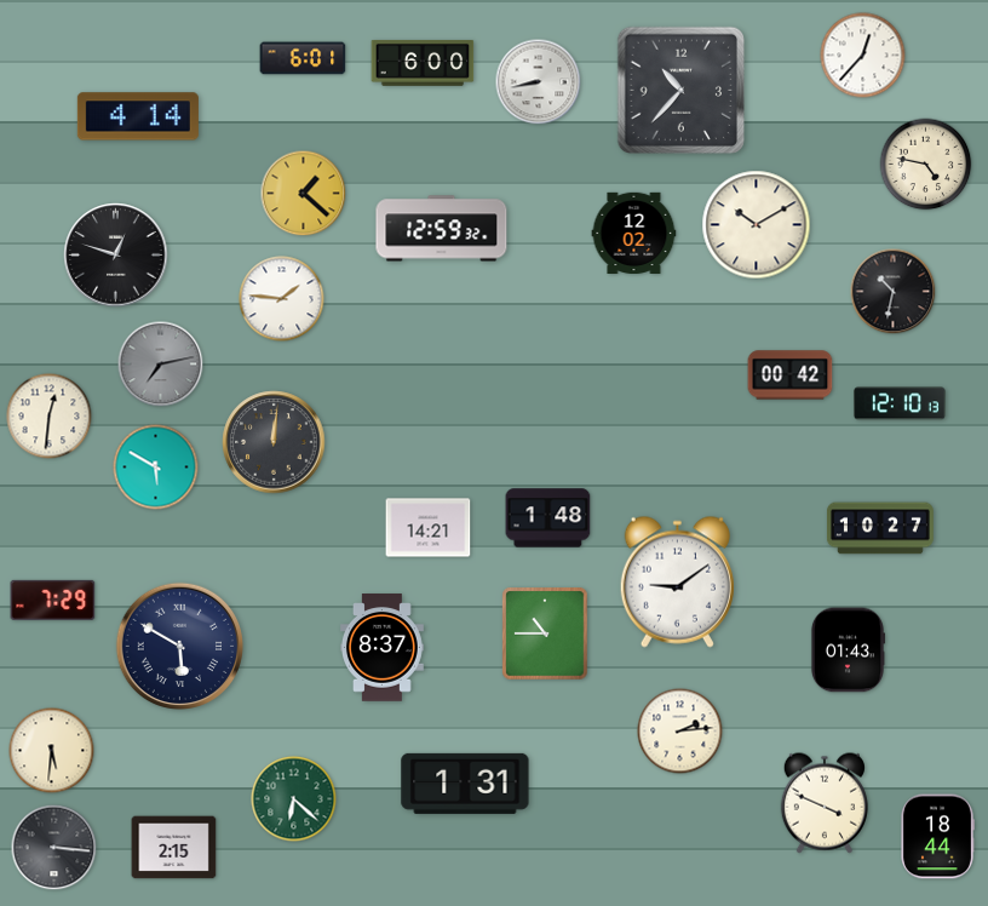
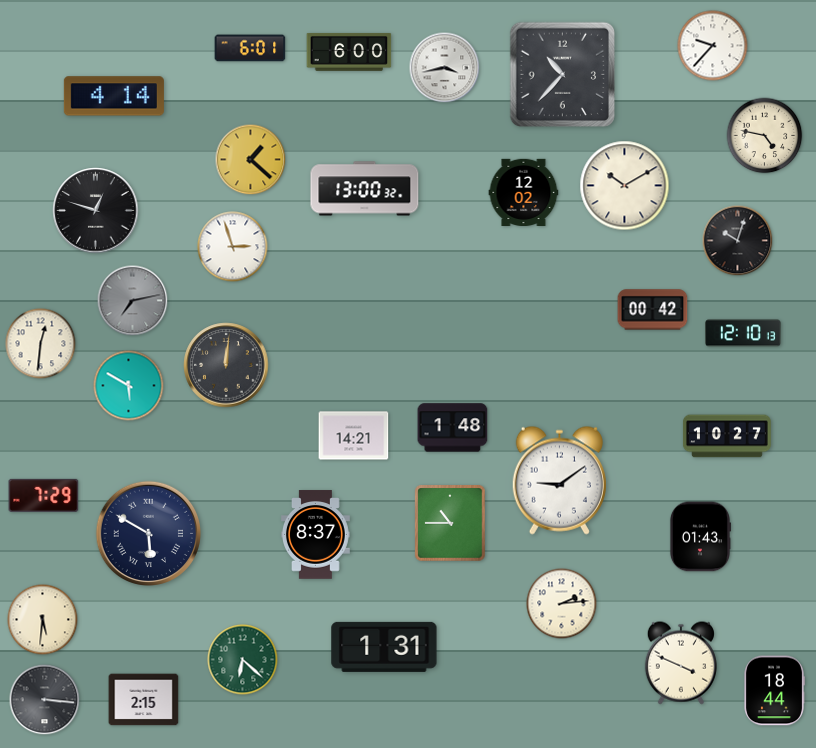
clock at (863, 56): 12:37 -> 9:37
clock at (539, 82): 8:43 -> 3:43
clock at (442, 229): 12:59 -> 13:00
clock at (894, 292): 10:32 -> 10:03
clock at (282, 299): 1:46 -> 2:57
